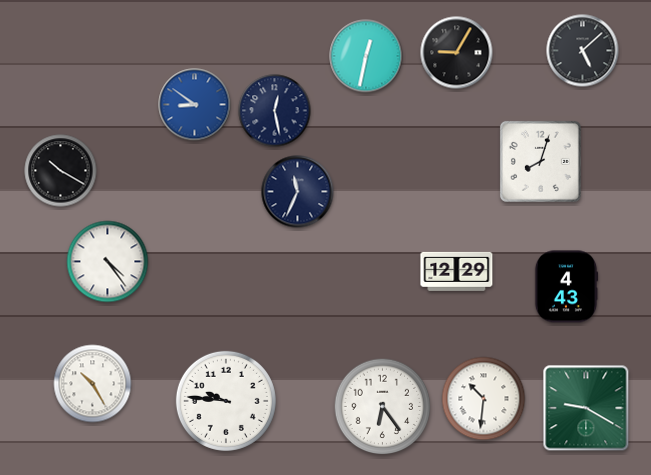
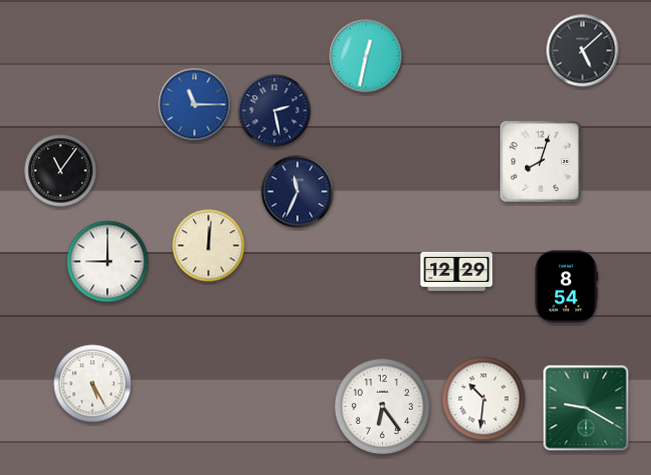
clock at (457, 53): 9:05 -> none
clock at (195, 105): 8:51 -> 11:15
clock at (275, 111): 12:28 -> 2:28
clock at (61, 171): 10:20 -> 11:06
clock at (209, 246): none -> 12:01
clock at (108, 262): 4:24 -> 9:00
clock at (566, 287): 4:43 -> 8:54
clock at (93, 384): 10:25 -> 5:25
clock at (226, 401): 9:46 -> none
